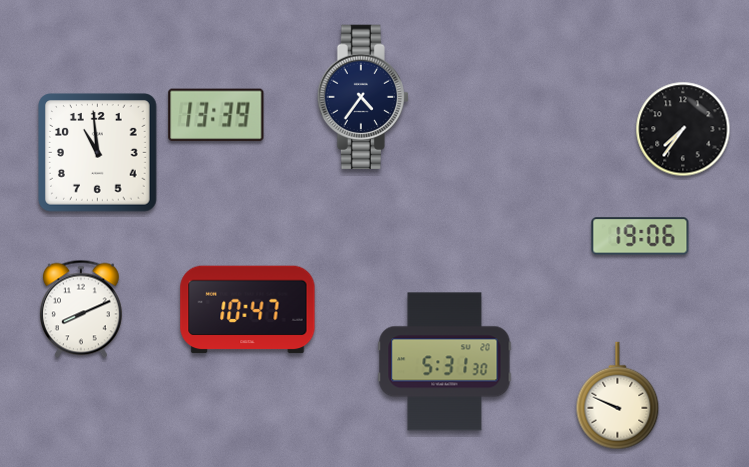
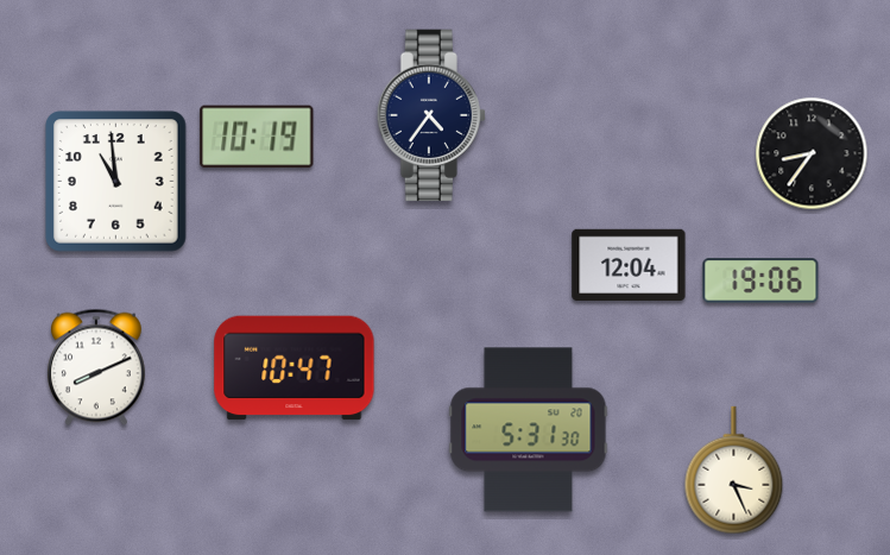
clock at (216, 115): 13:39 -> 10:19
clock at (683, 129): 7:36 -> 8:36
clock at (629, 264): none -> 12:04
clock at (618, 396): 9:49 -> 3:26
